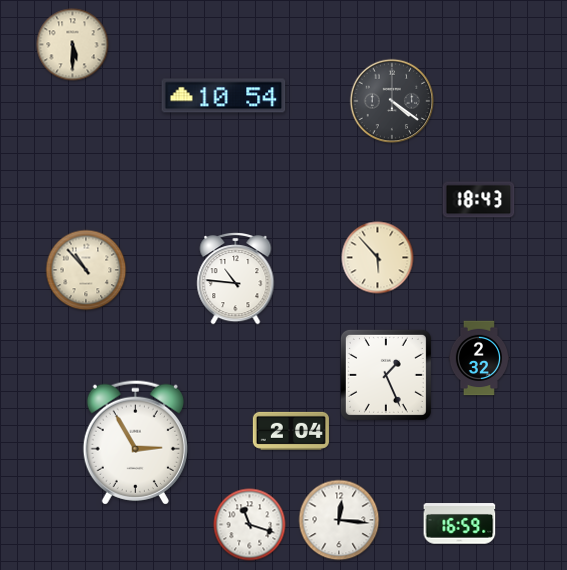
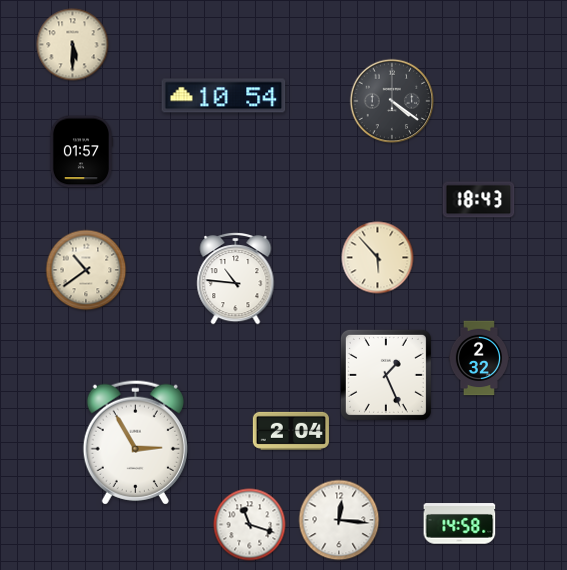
clock at (80, 152): none -> 01:57
clock at (86, 270): 10:53 -> 10:39
clock at (460, 524): 16:59 -> 14:58
